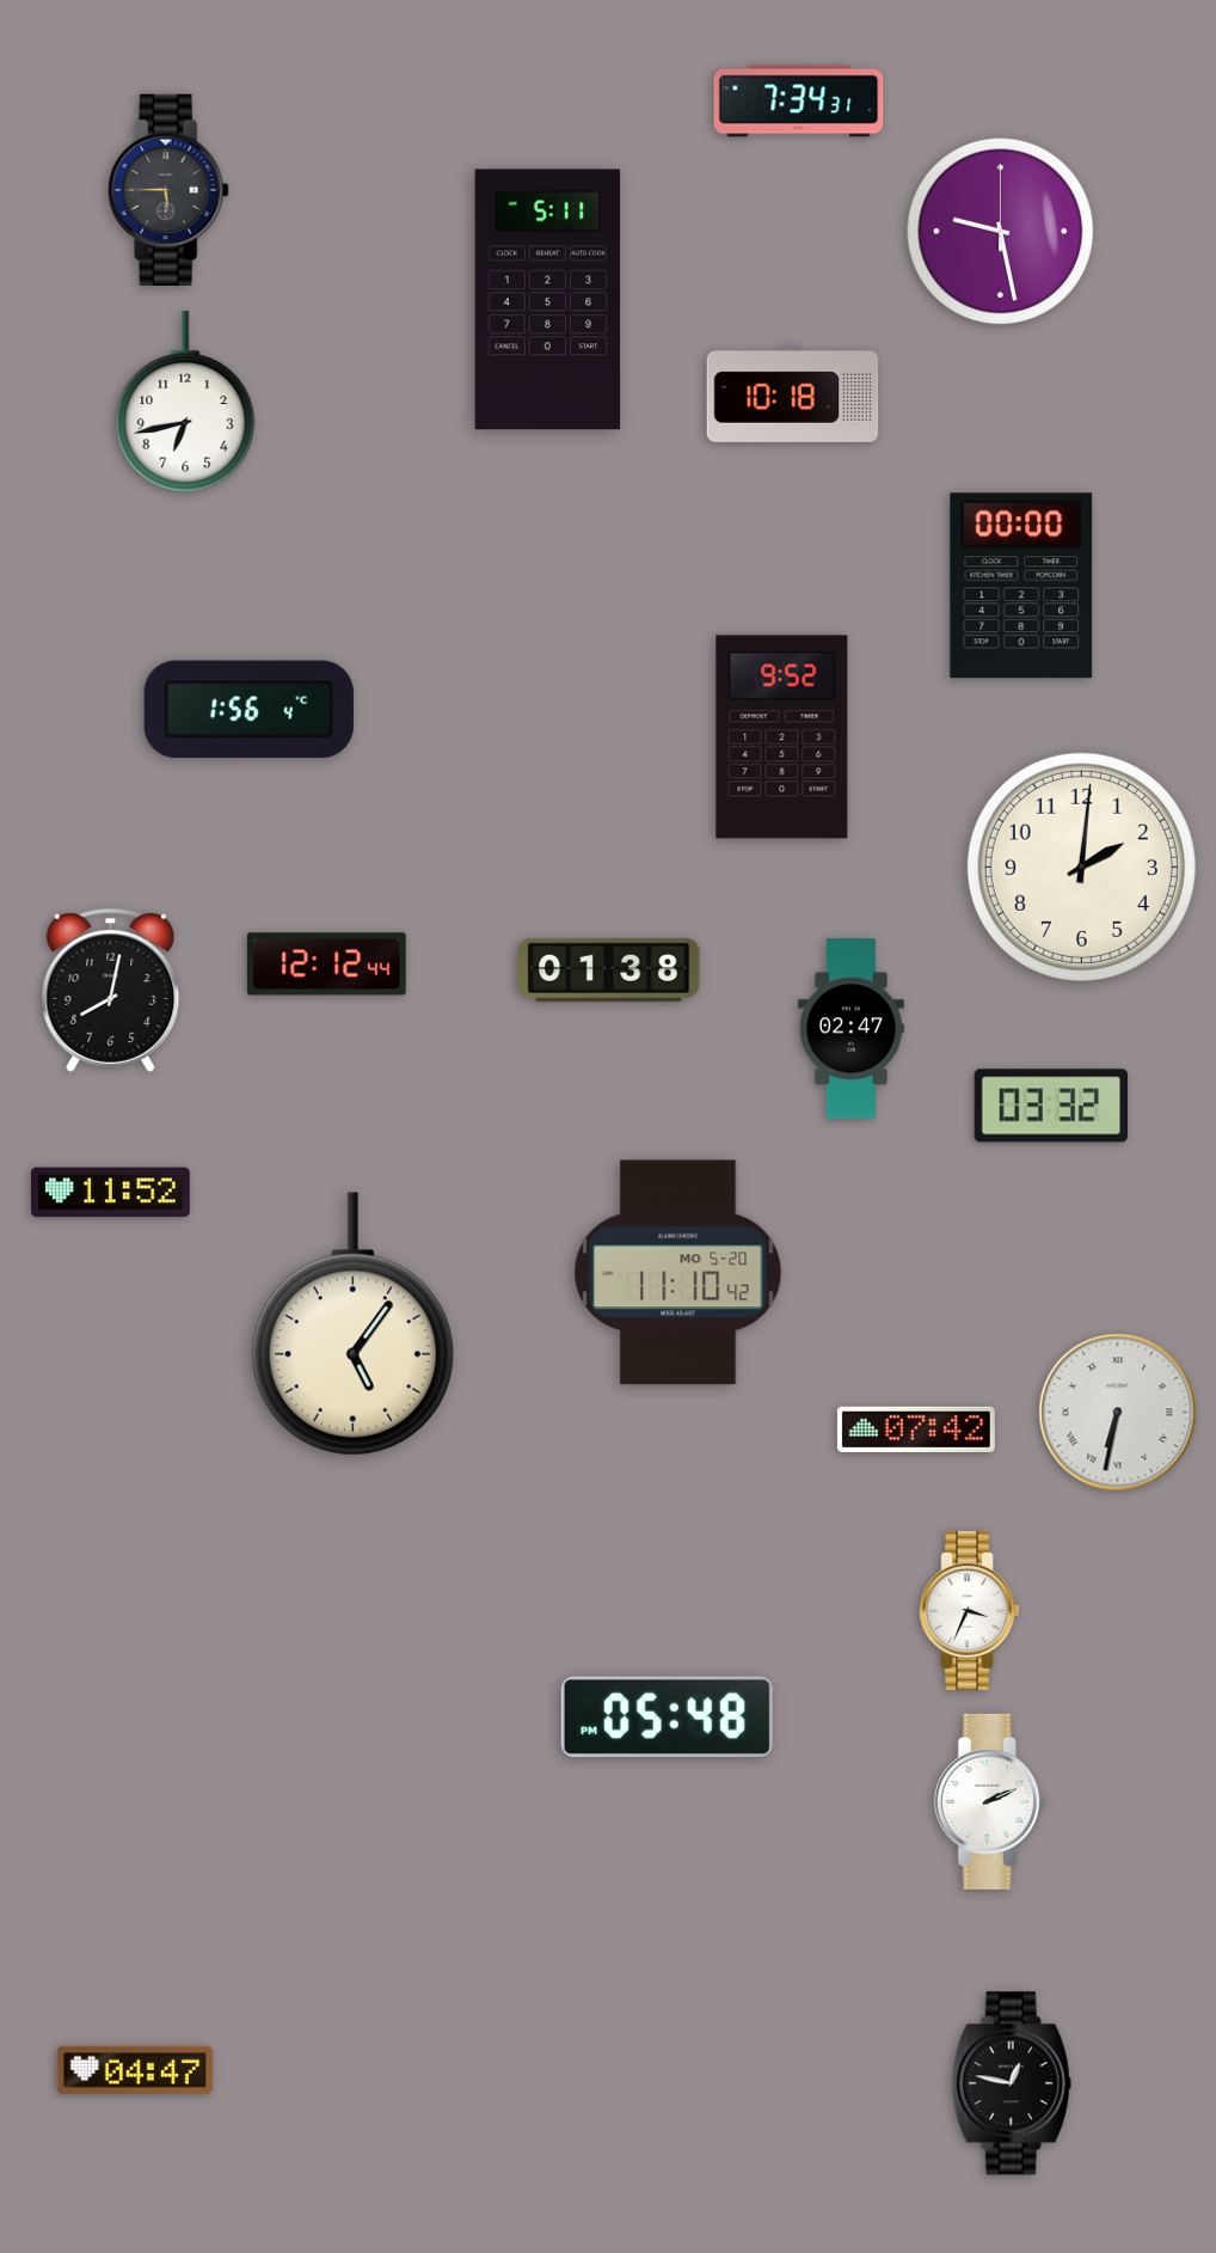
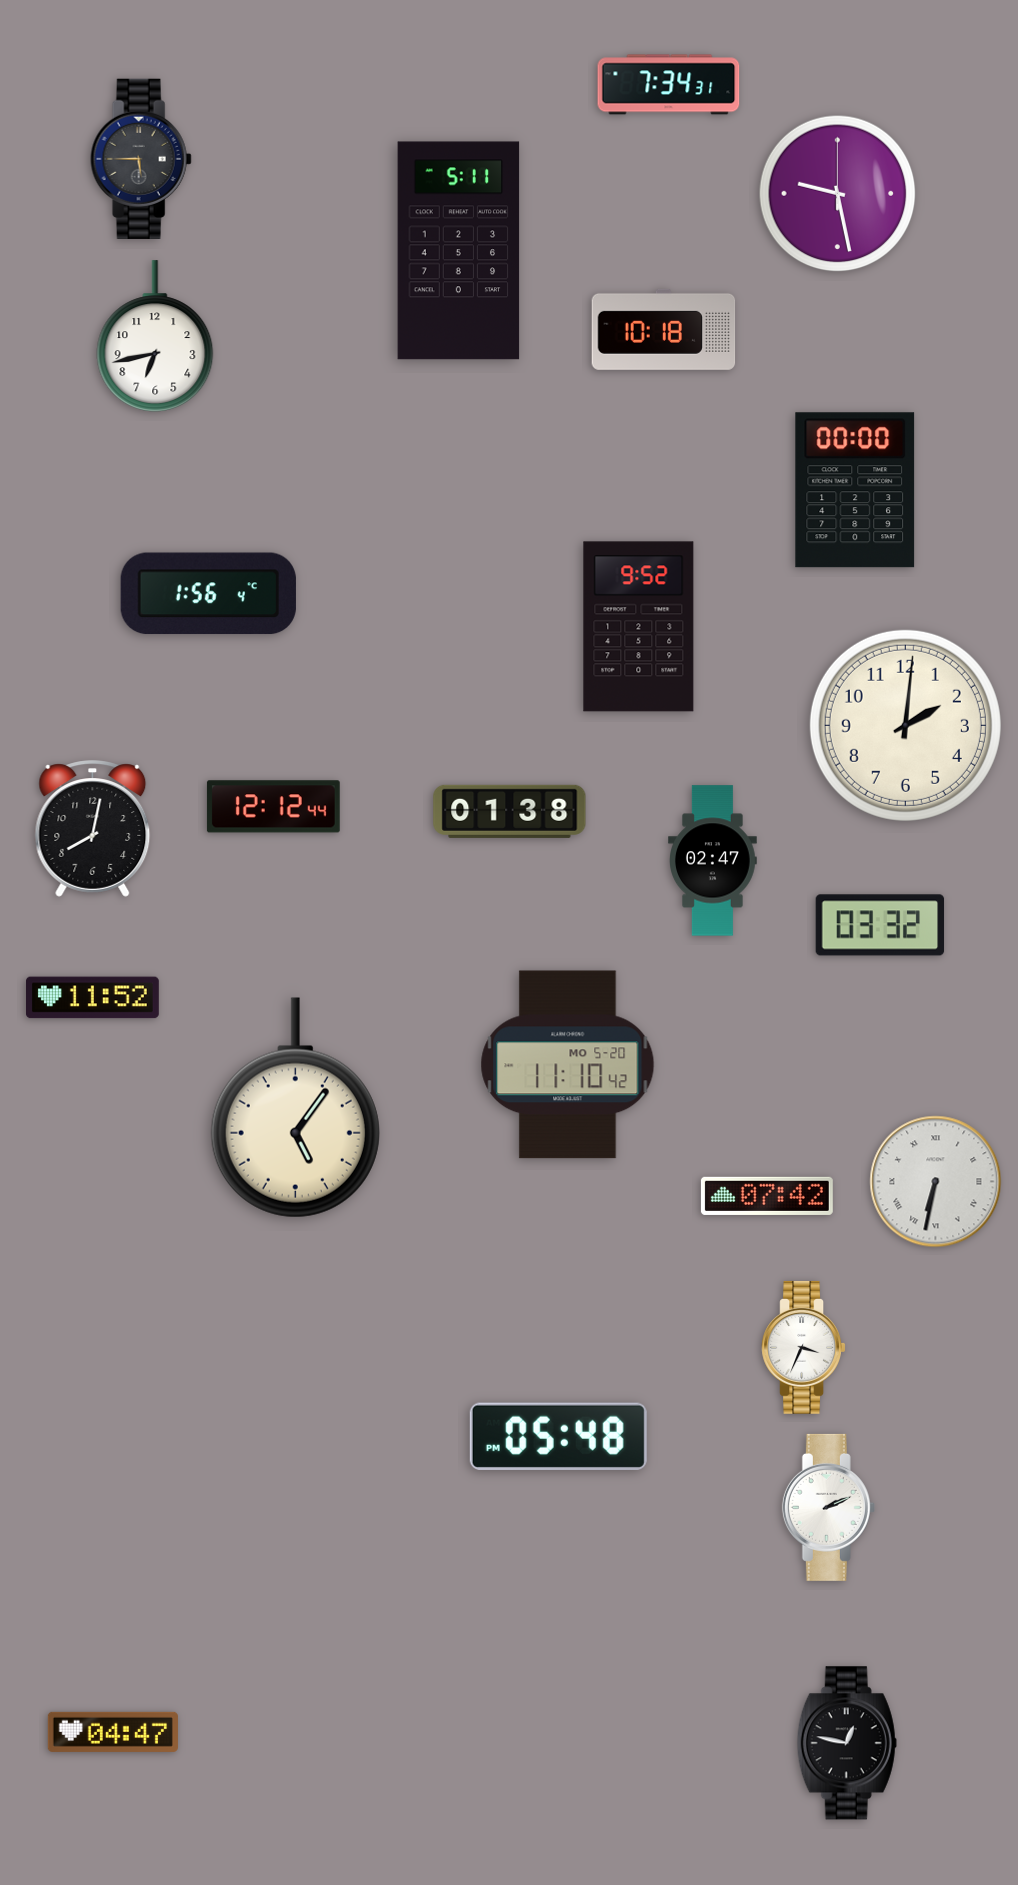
clock at (782, 737) position: (782, 737) -> (639, 627)
clock at (970, 1610) position: (970, 1610) -> (804, 1347)
